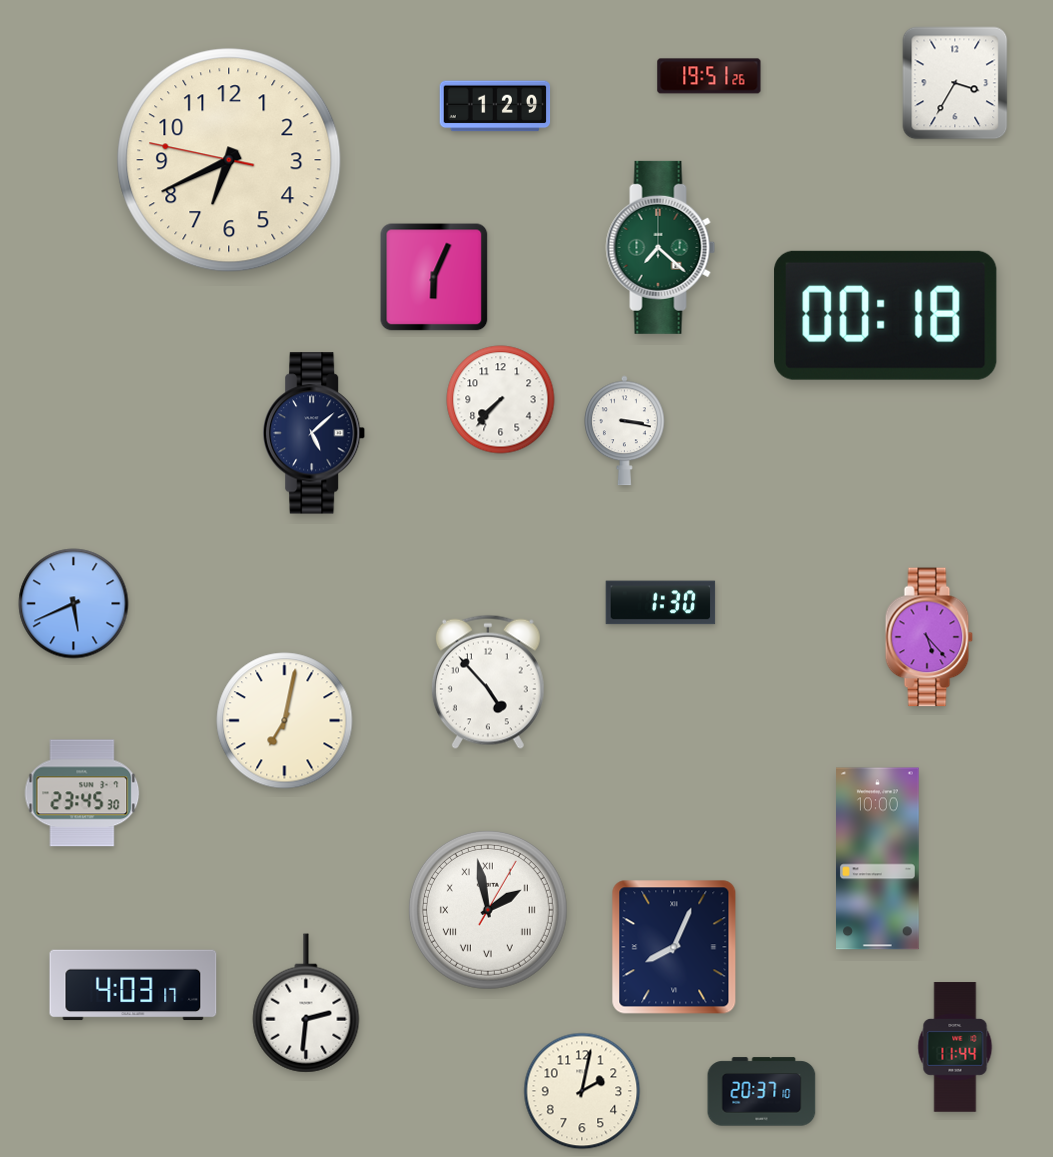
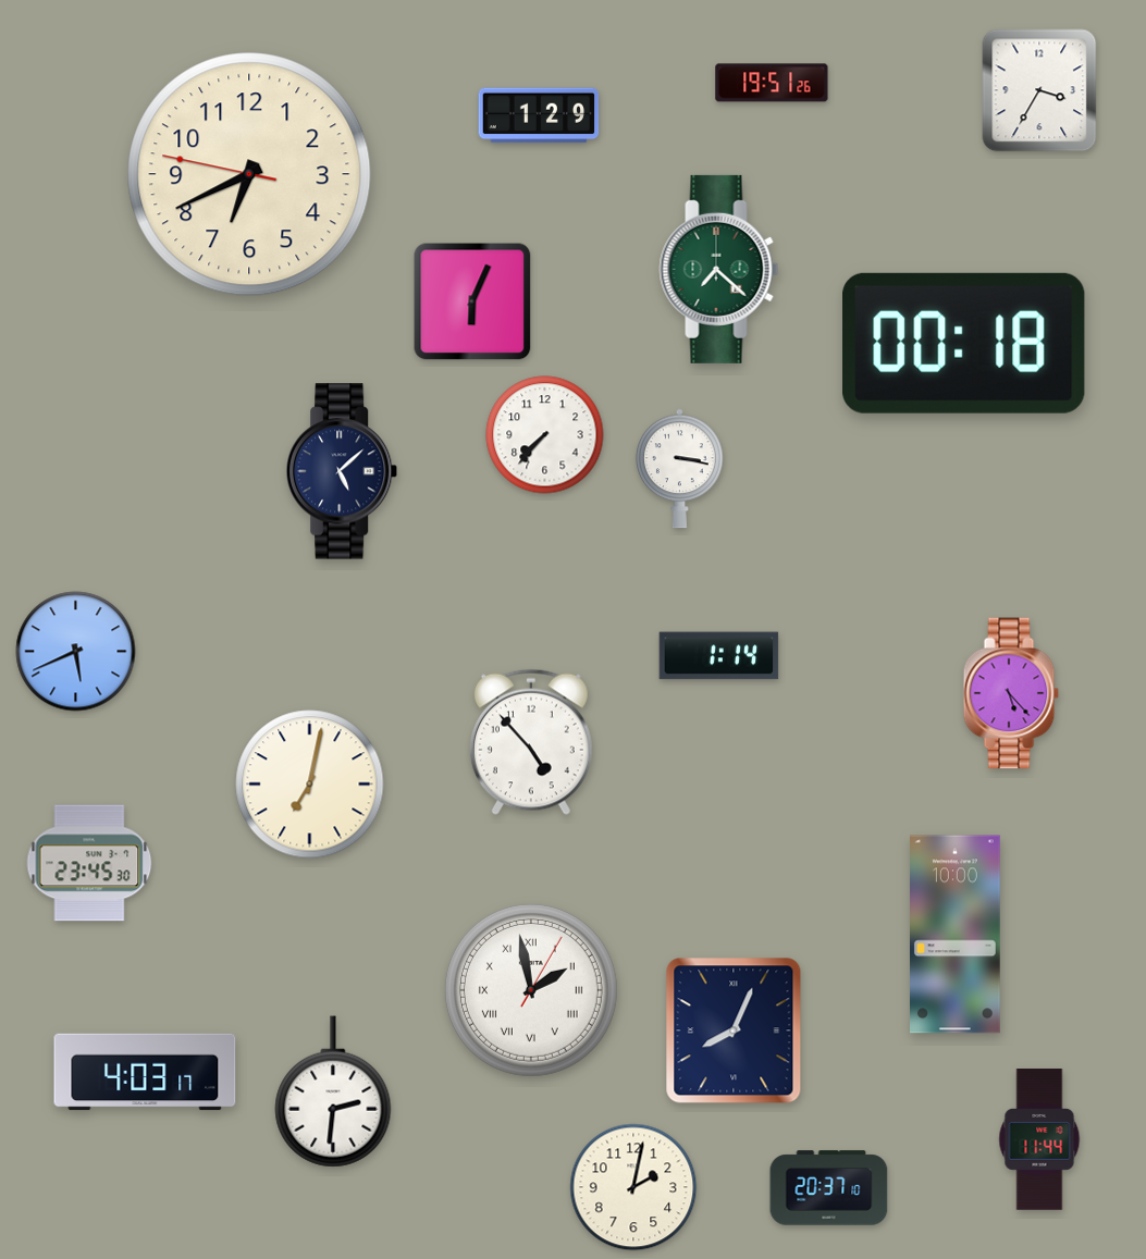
clock at (661, 603): 1:30 -> 1:14
clock at (74, 604) position: (74, 604) -> (76, 652)
